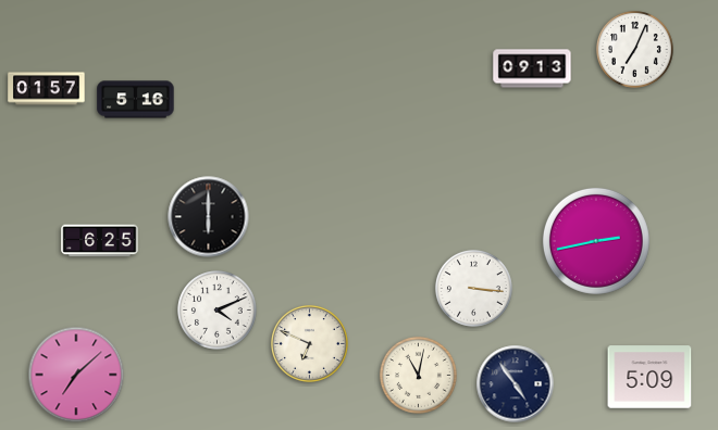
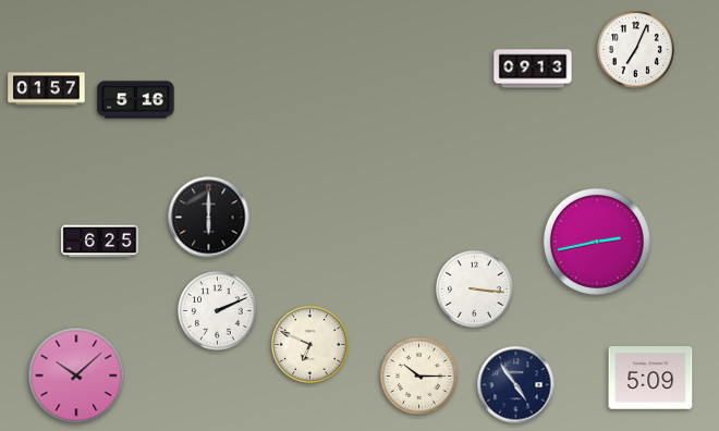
clock at (218, 311): 4:11 -> 2:11
clock at (76, 375): 7:08 -> 10:08
clock at (418, 375): 11:02 -> 10:15
